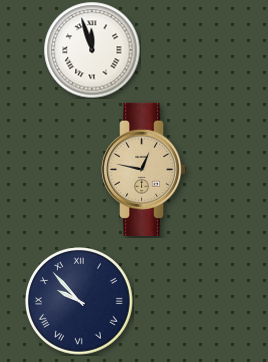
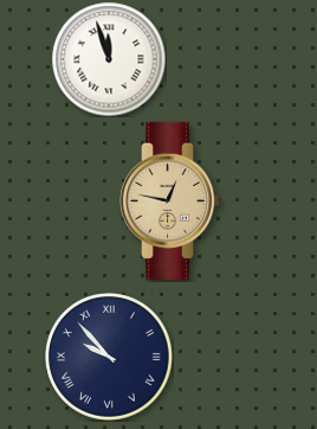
clock at (80, 302) position: (80, 302) -> (110, 358)
